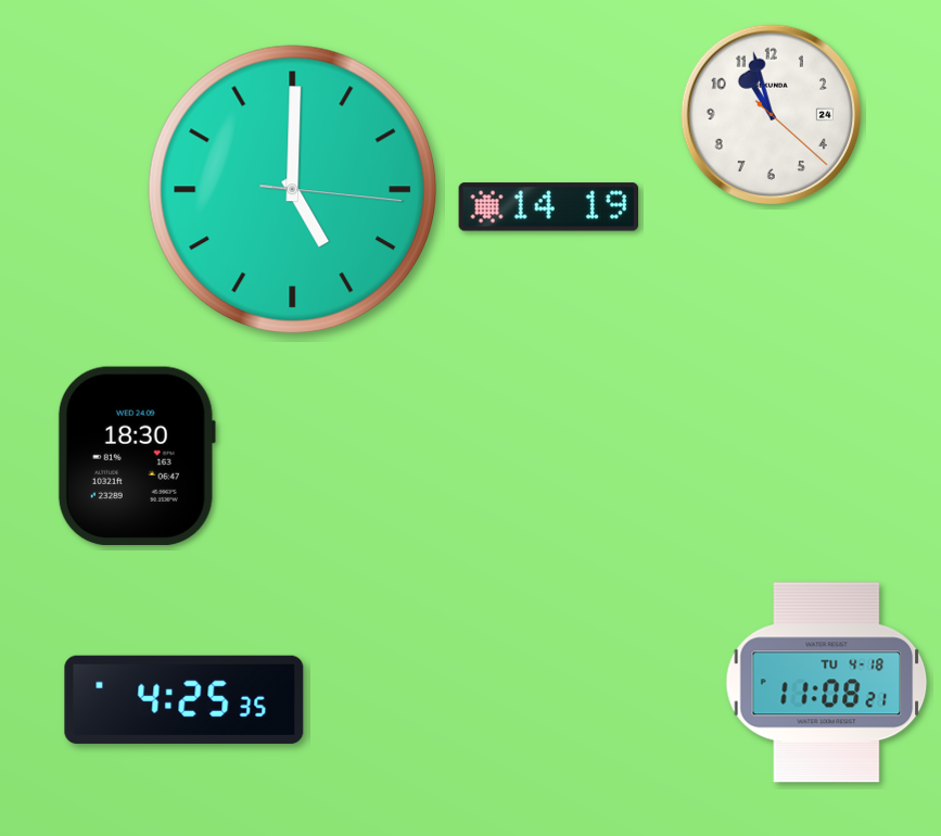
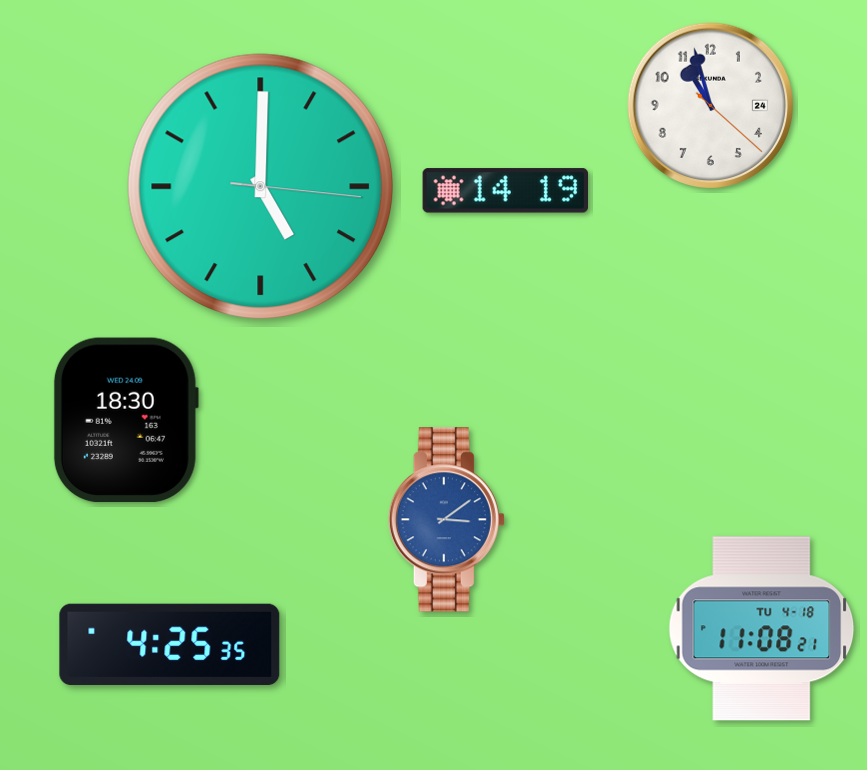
clock at (292, 189) position: (292, 189) -> (260, 186)
clock at (446, 520): none -> 3:09
